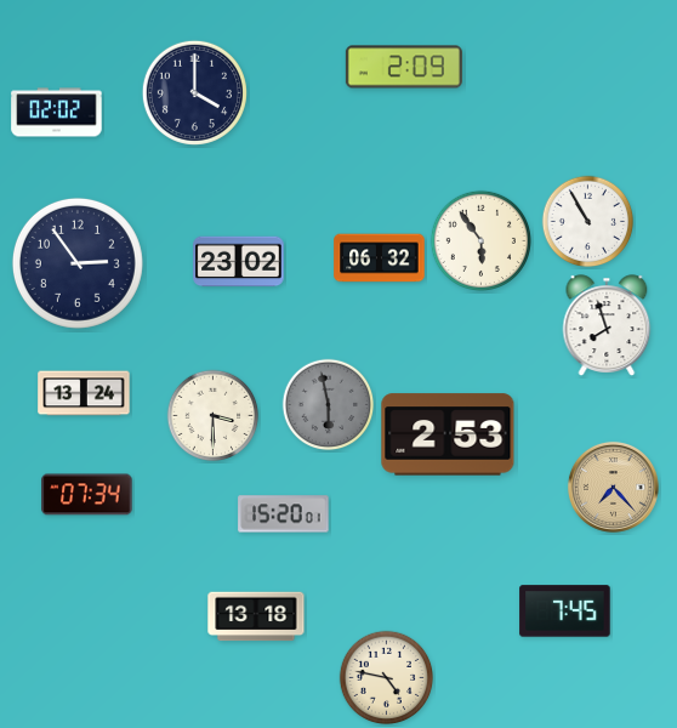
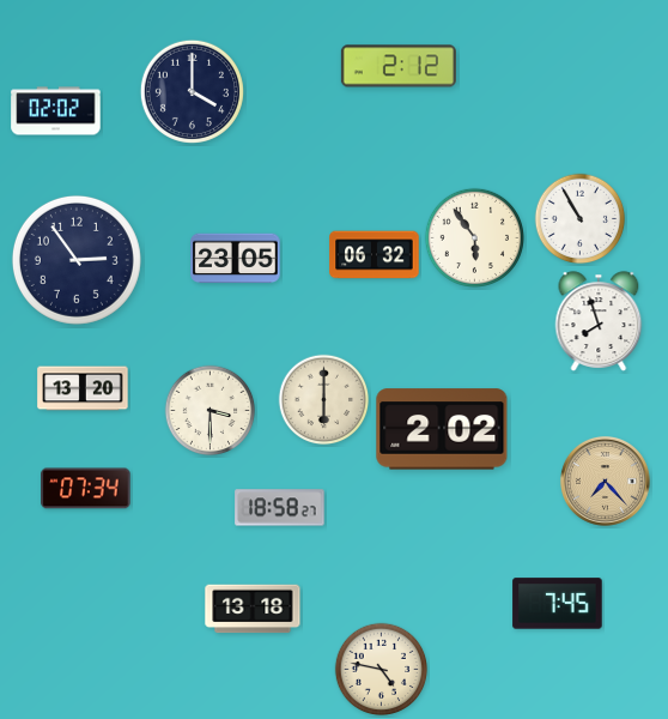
clock at (404, 67): 2:09 -> 2:12
clock at (239, 262): 23:02 -> 23:05
clock at (84, 393): 13:24 -> 13:20
clock at (329, 405): 5:58 -> 6:00
clock at (329, 405) dial: grey -> cream
clock at (448, 434): 2:53 -> 2:02
clock at (284, 514): 15:20 -> 18:58
